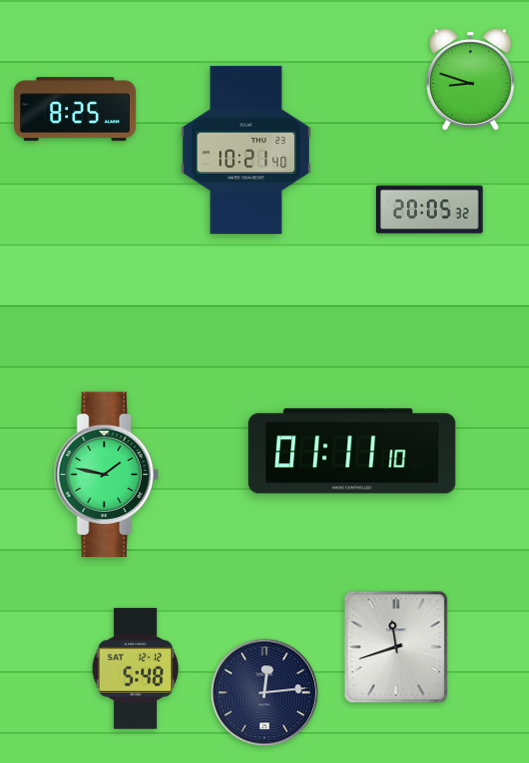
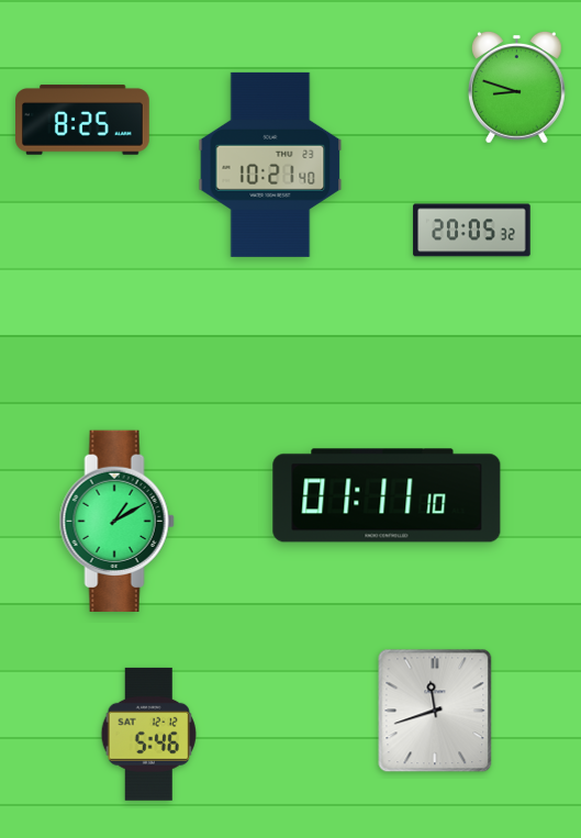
clock at (106, 474): 1:47 -> 1:10
clock at (135, 668): 5:48 -> 5:46
clock at (265, 693): 12:14 -> none
